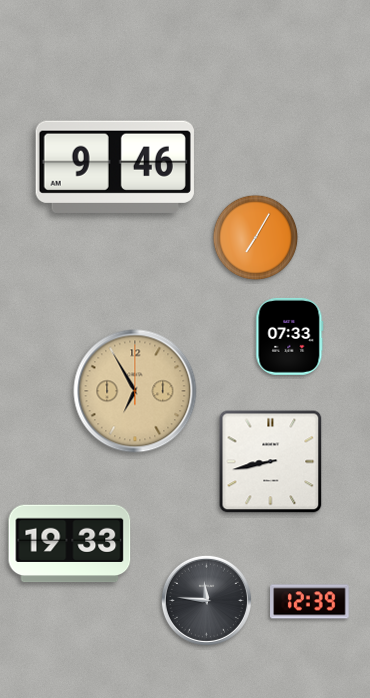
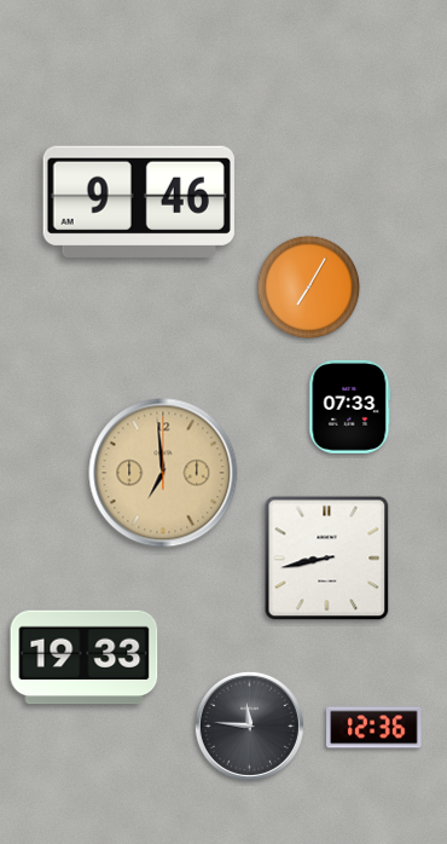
clock at (135, 391): 6:55 -> 6:59
clock at (310, 602): 12:39 -> 12:36
